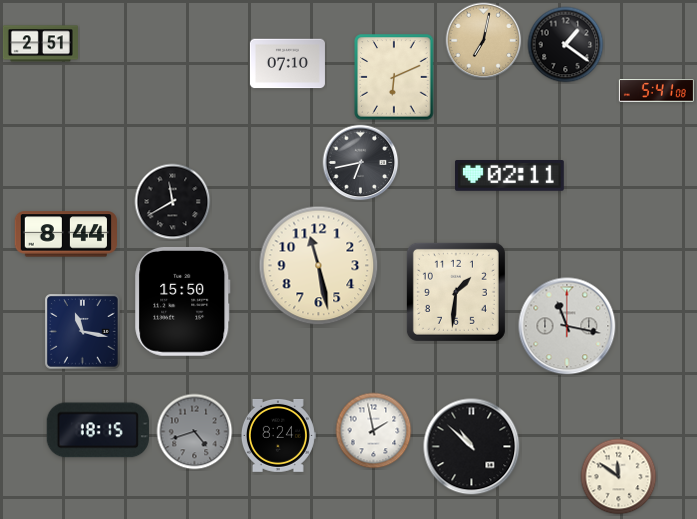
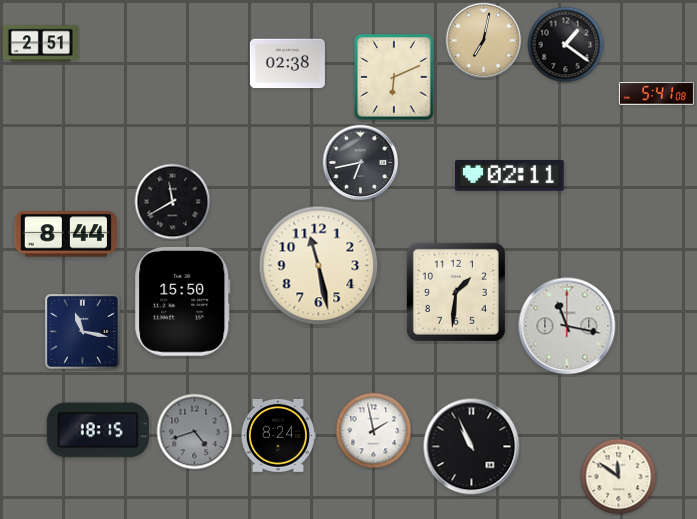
clock at (287, 64): 07:10 -> 02:38
clock at (656, 91) position: (656, 91) -> (656, 94)
clock at (472, 447): 10:52 -> 10:56
